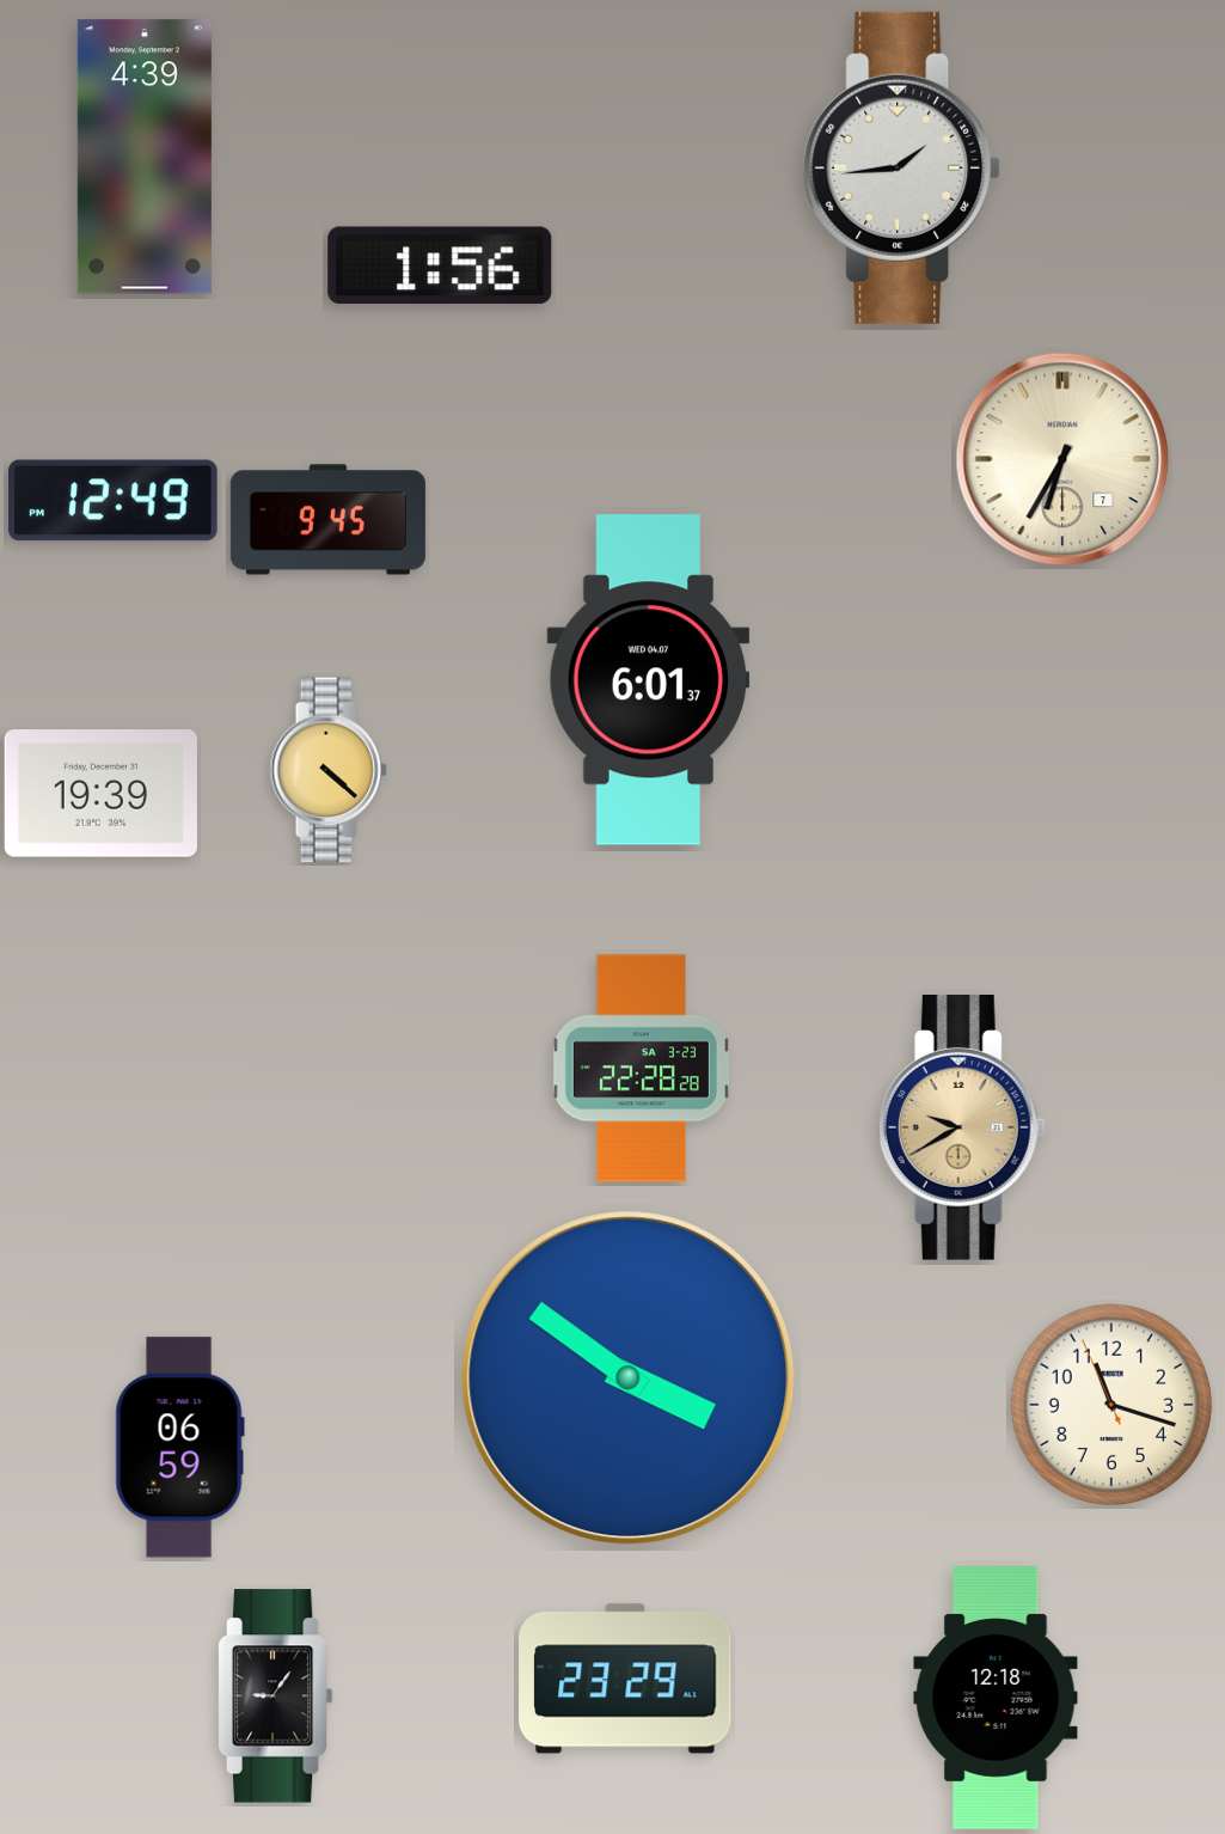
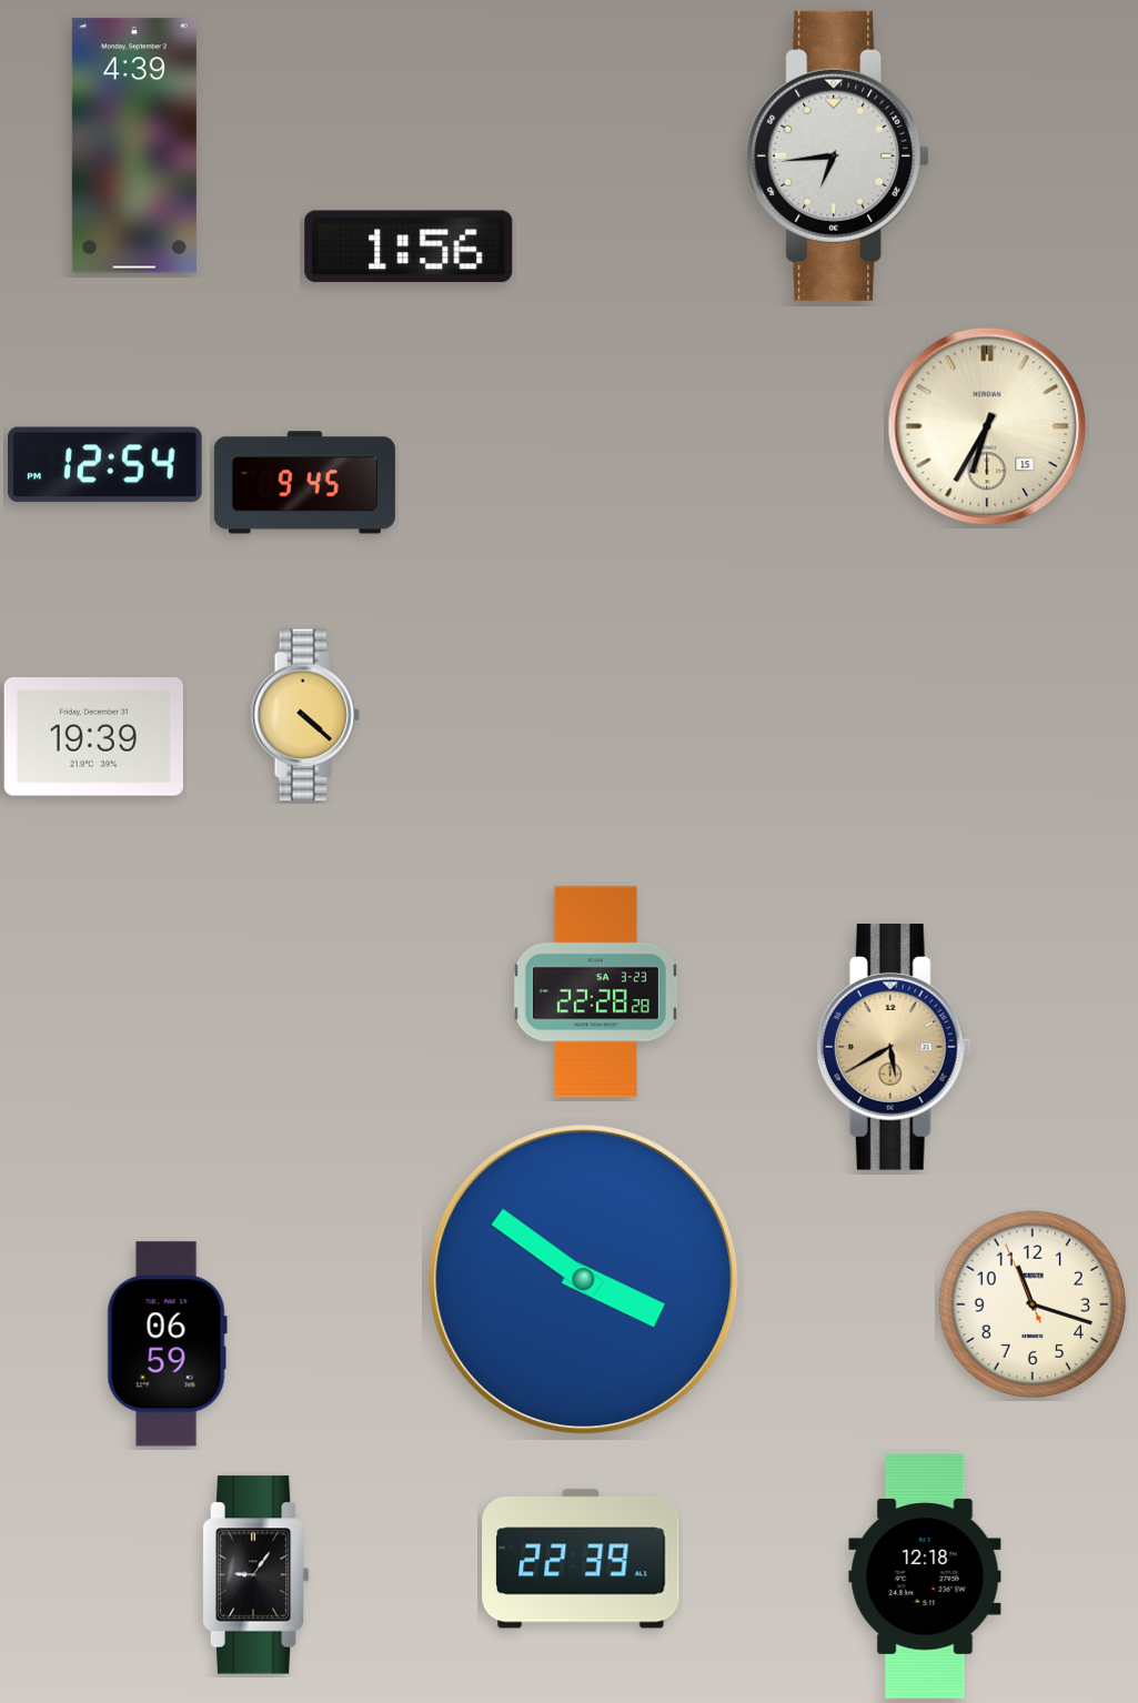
clock at (902, 167): 1:44 -> 6:44
clock at (1062, 459) date: 7 -> 15
clock at (114, 501): 12:49 -> 12:54
clock at (649, 680): 6:01 -> none
clock at (962, 1127): 9:40 -> 5:40
clock at (625, 1679): 23:29 -> 22:39
